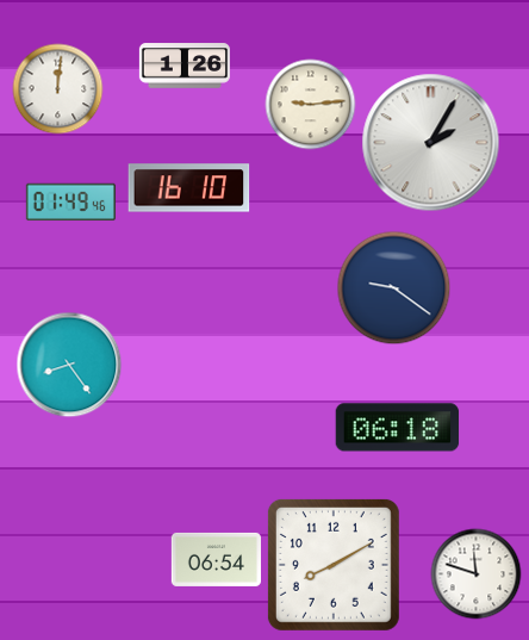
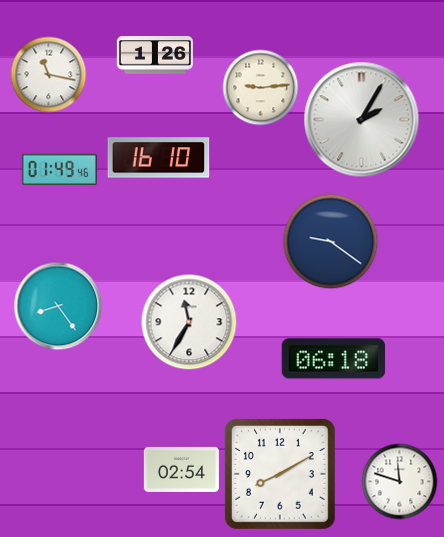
clock at (58, 89): 12:01 -> 11:17
clock at (189, 322): none -> 11:35
clock at (216, 559): 06:54 -> 02:54
